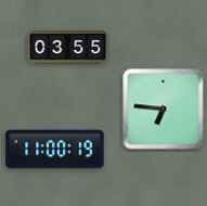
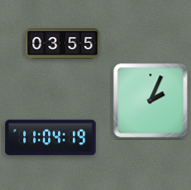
clock at (164, 110): 6:46 -> 2:04
clock at (55, 150): 11:00 -> 11:04
